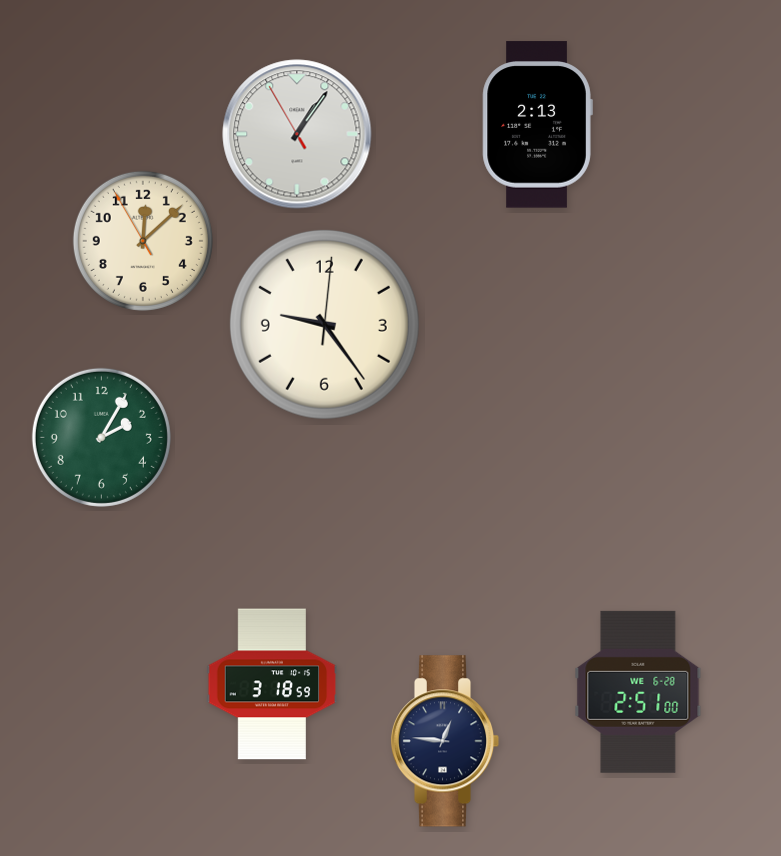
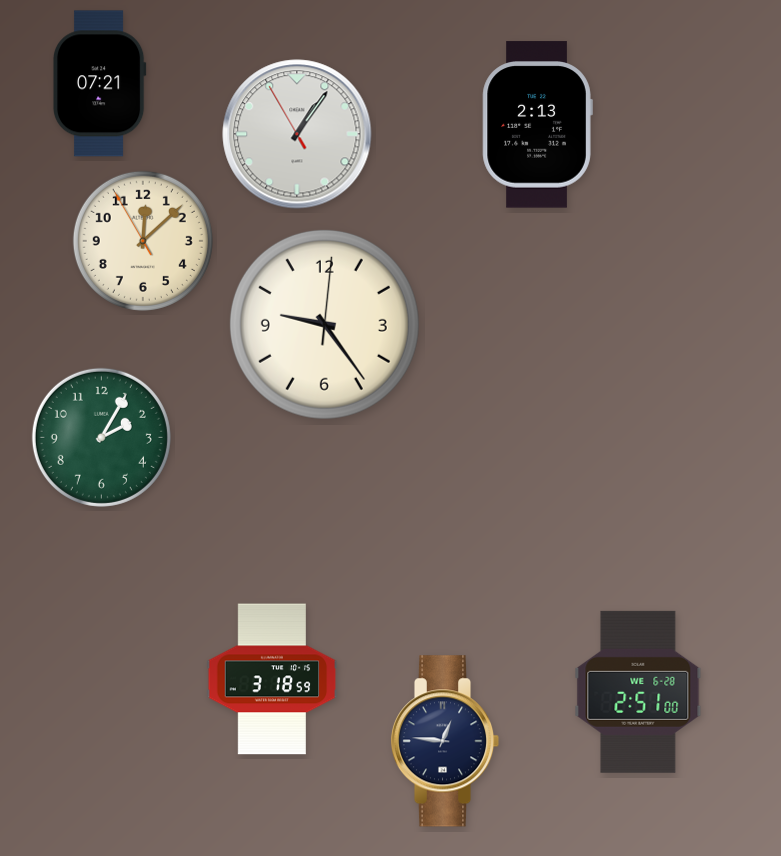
clock at (99, 84): none -> 07:21
clock at (272, 684) position: (272, 684) -> (272, 679)
